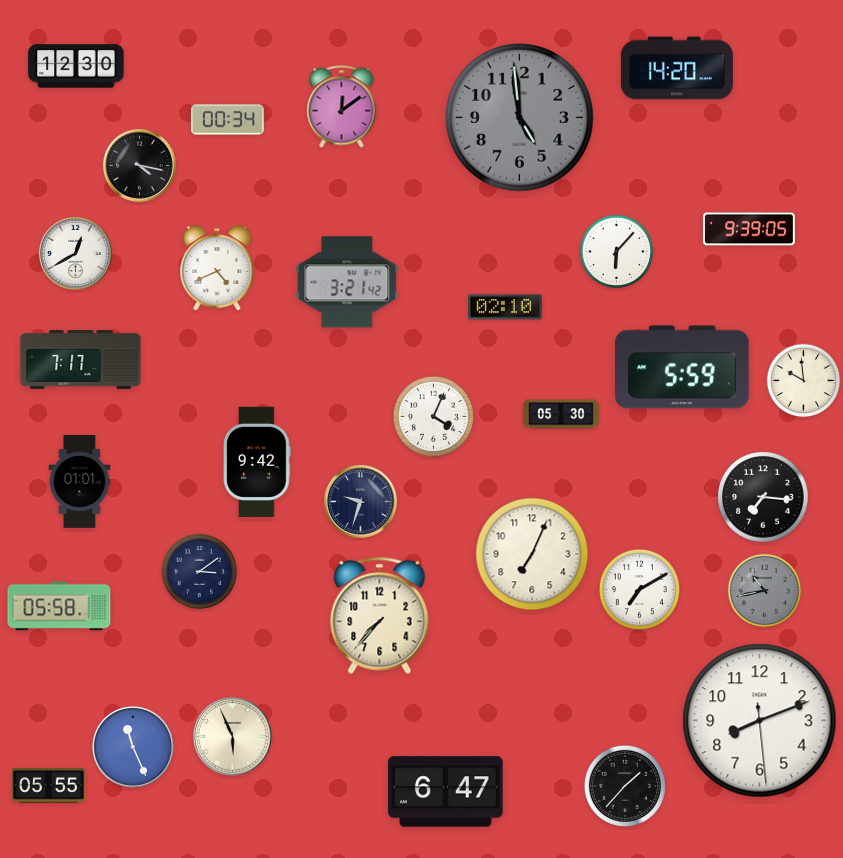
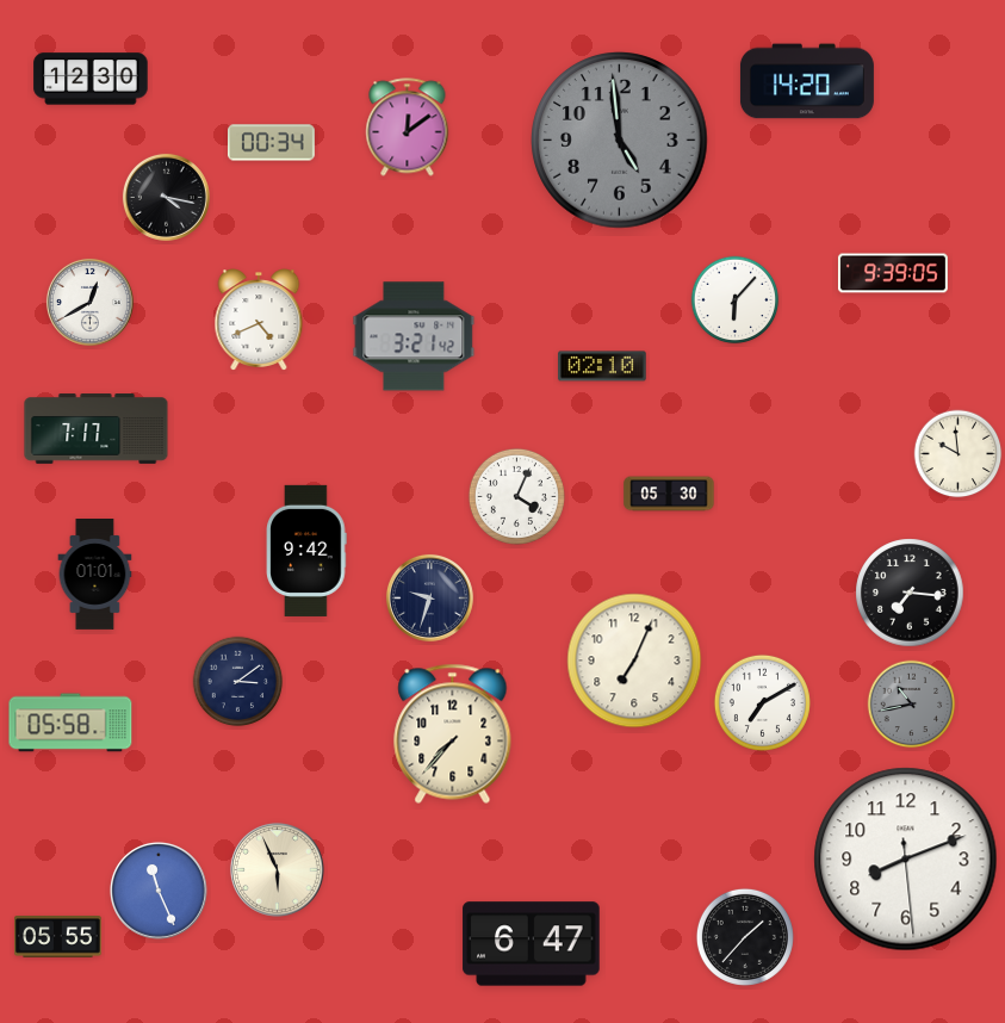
clock at (682, 367): 5:59 -> none
clock at (232, 736) position: (232, 736) -> (277, 869)
